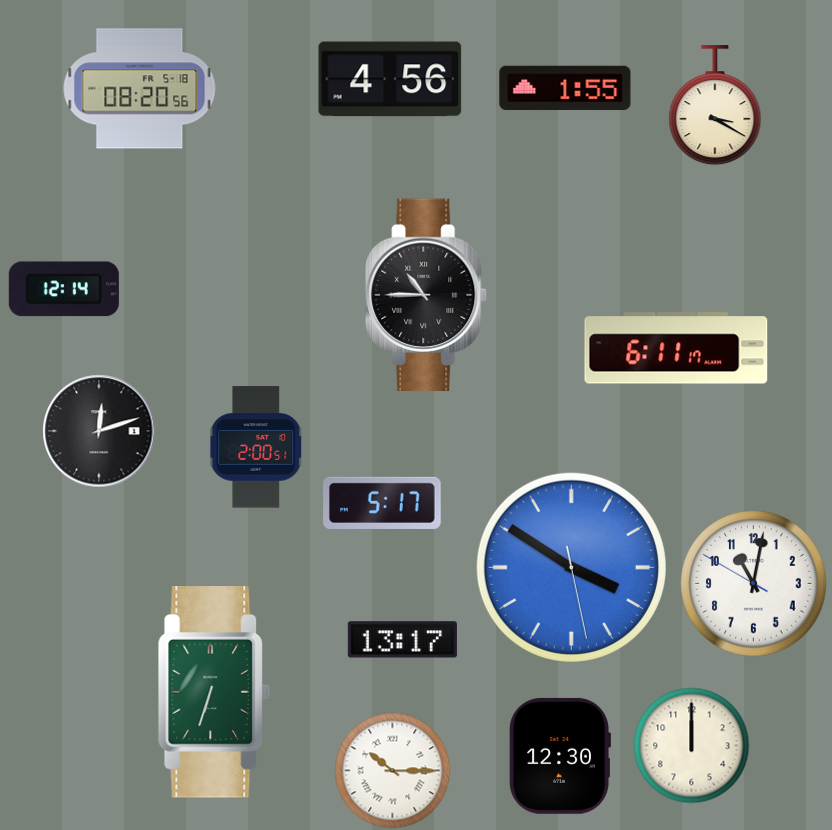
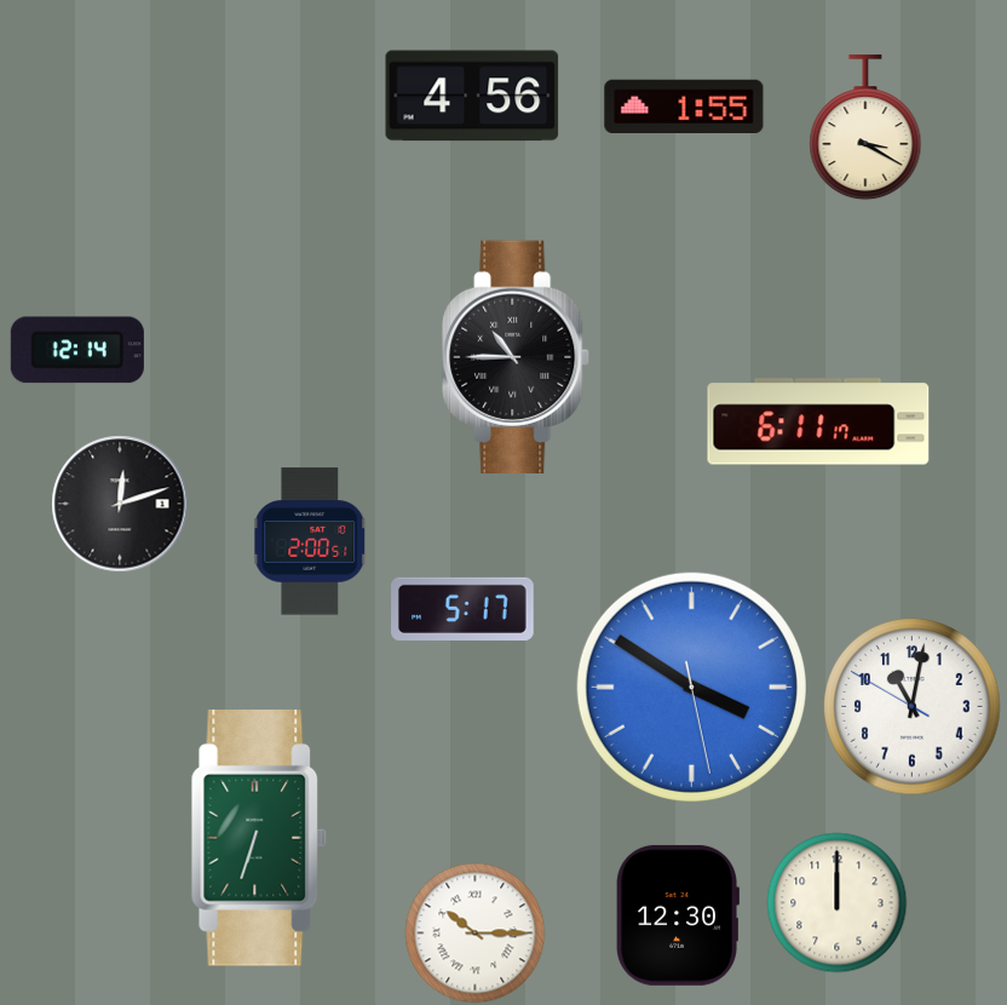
clock at (140, 89): 08:20 -> none
clock at (99, 431) position: (99, 431) -> (120, 504)
clock at (402, 640): 13:17 -> none
